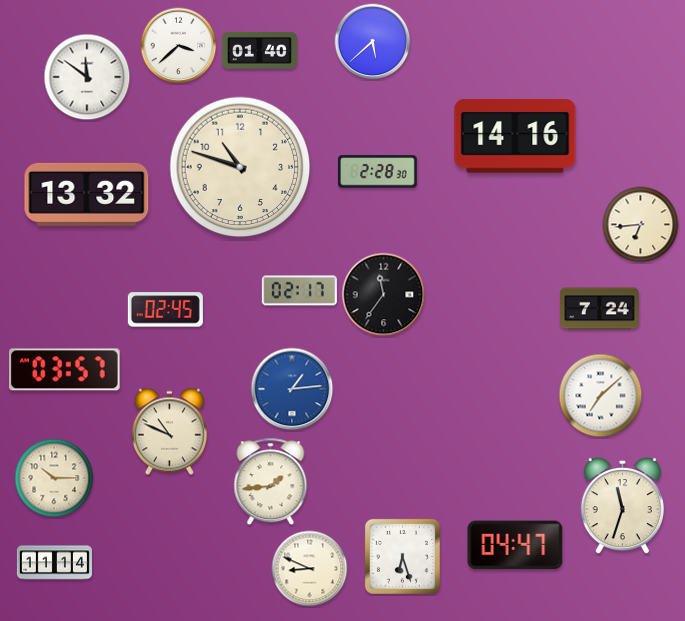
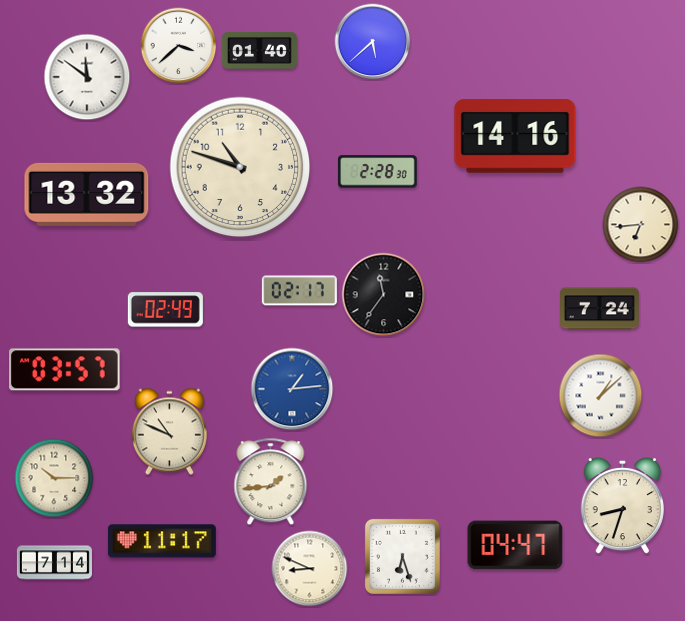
clock at (165, 310): 02:45 -> 02:49
clock at (601, 396): 7:08 -> 1:08
clock at (622, 506): 11:33 -> 8:33
clock at (162, 541): none -> 11:17
clock at (54, 563): 11:14 -> 7:14
